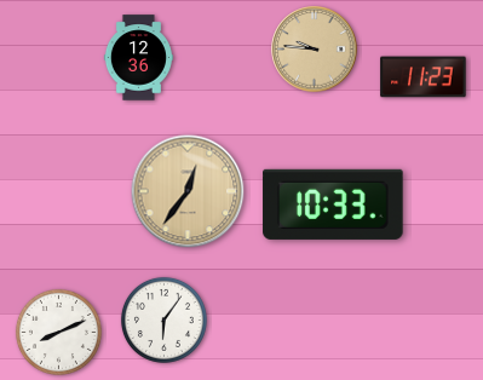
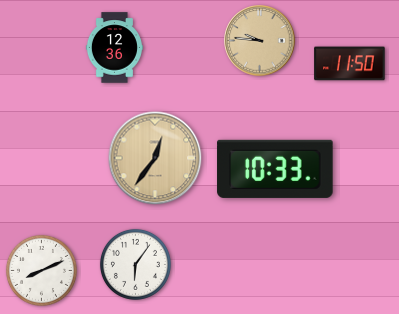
clock at (424, 77): 11:23 -> 11:50
clock at (58, 332) position: (58, 332) -> (41, 270)
